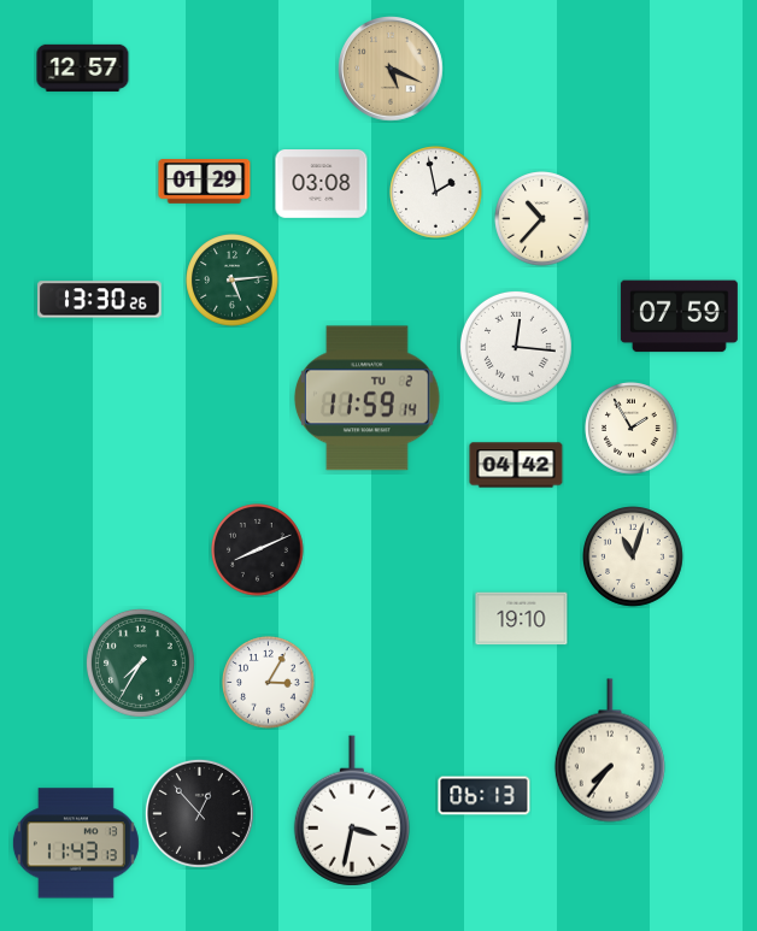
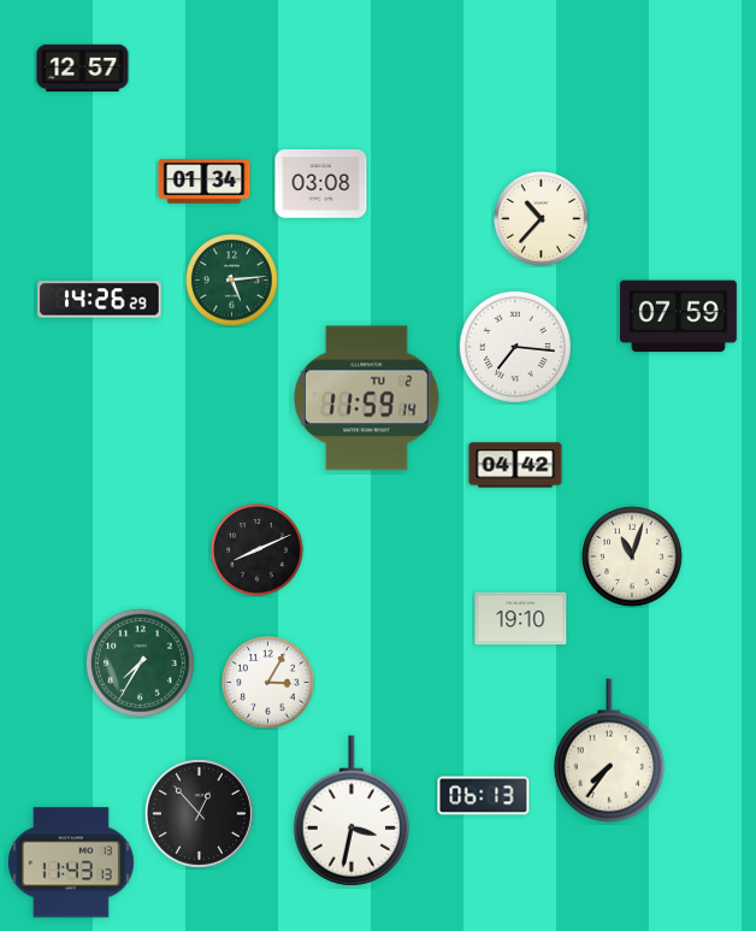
clock at (392, 70): 5:19 -> none
clock at (205, 182): 01:29 -> 01:34
clock at (436, 193): 1:58 -> none
clock at (100, 300): 13:30 -> 14:26
clock at (516, 347): 12:16 -> 7:16
clock at (632, 429): 1:55 -> none
clock at (76, 843) position: (76, 843) -> (71, 862)
